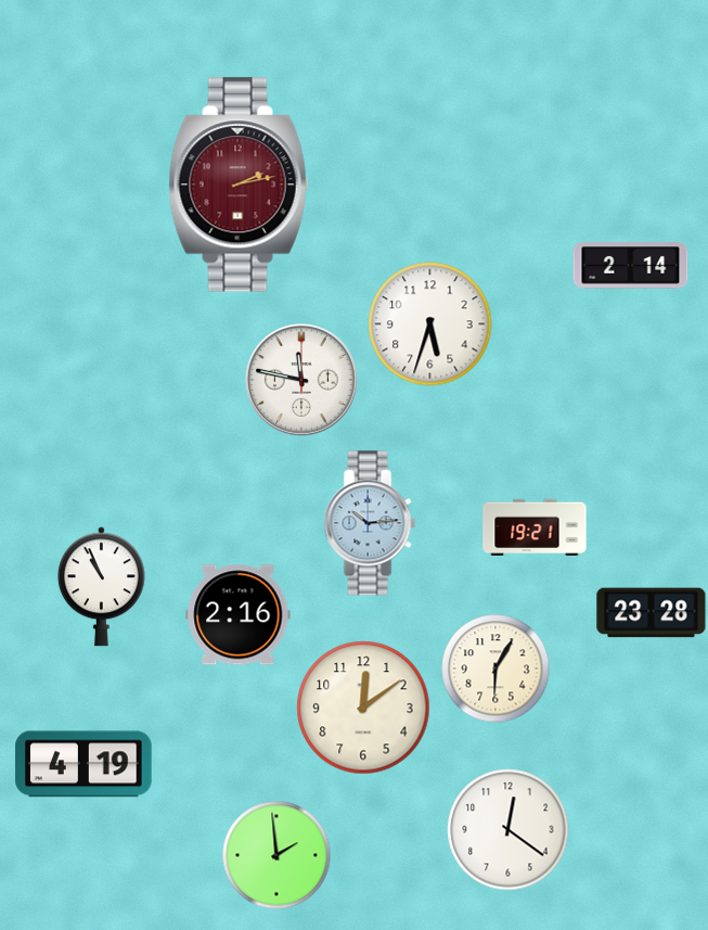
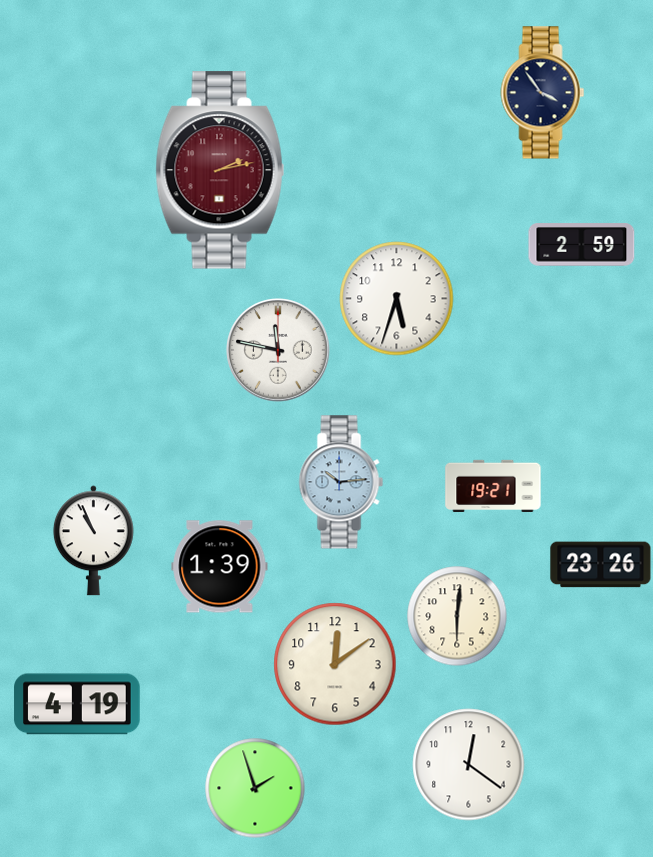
clock at (543, 93): none -> 3:54
clock at (631, 266): 2:14 -> 2:59
clock at (652, 613): 23:28 -> 23:26
clock at (239, 615): 2:16 -> 1:39
clock at (495, 668): 6:05 -> 6:01
clock at (363, 708) position: (363, 708) -> (335, 664)
clock at (276, 855): 1:59 -> 1:57
